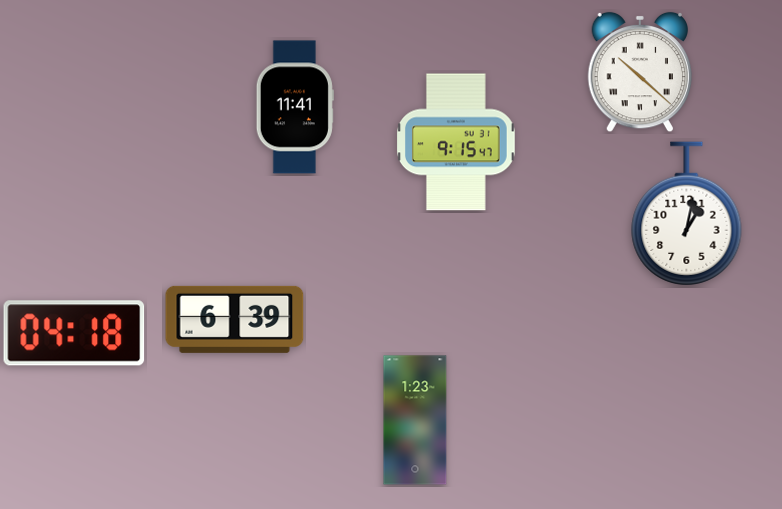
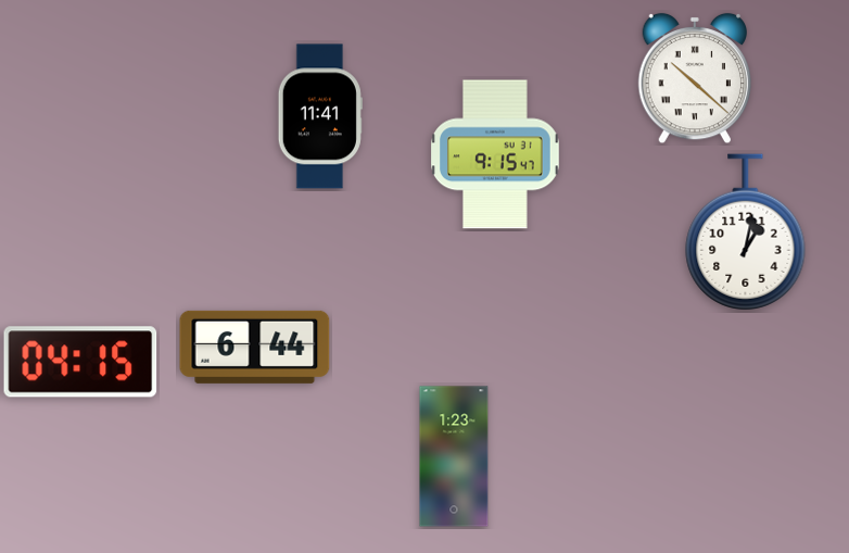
clock at (235, 319): 6:39 -> 6:44
clock at (74, 333): 04:18 -> 04:15
clock at (415, 420) position: (415, 420) -> (454, 456)
